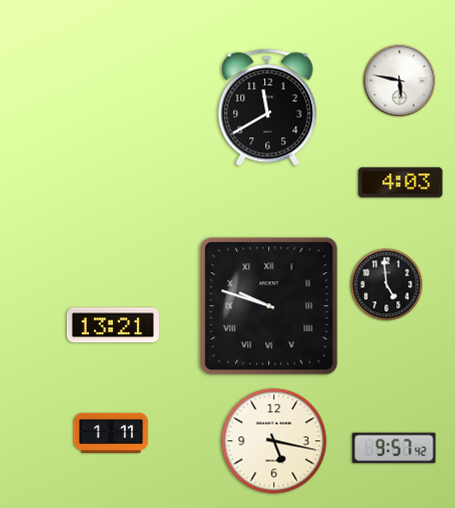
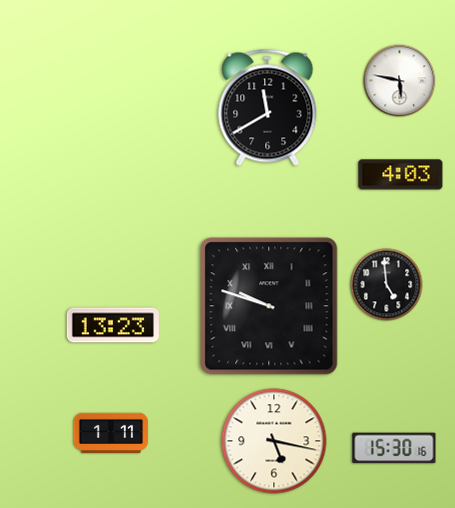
clock at (401, 183) position: (401, 183) -> (401, 175)
clock at (113, 325): 13:21 -> 13:23
clock at (394, 448): 9:57 -> 15:30
